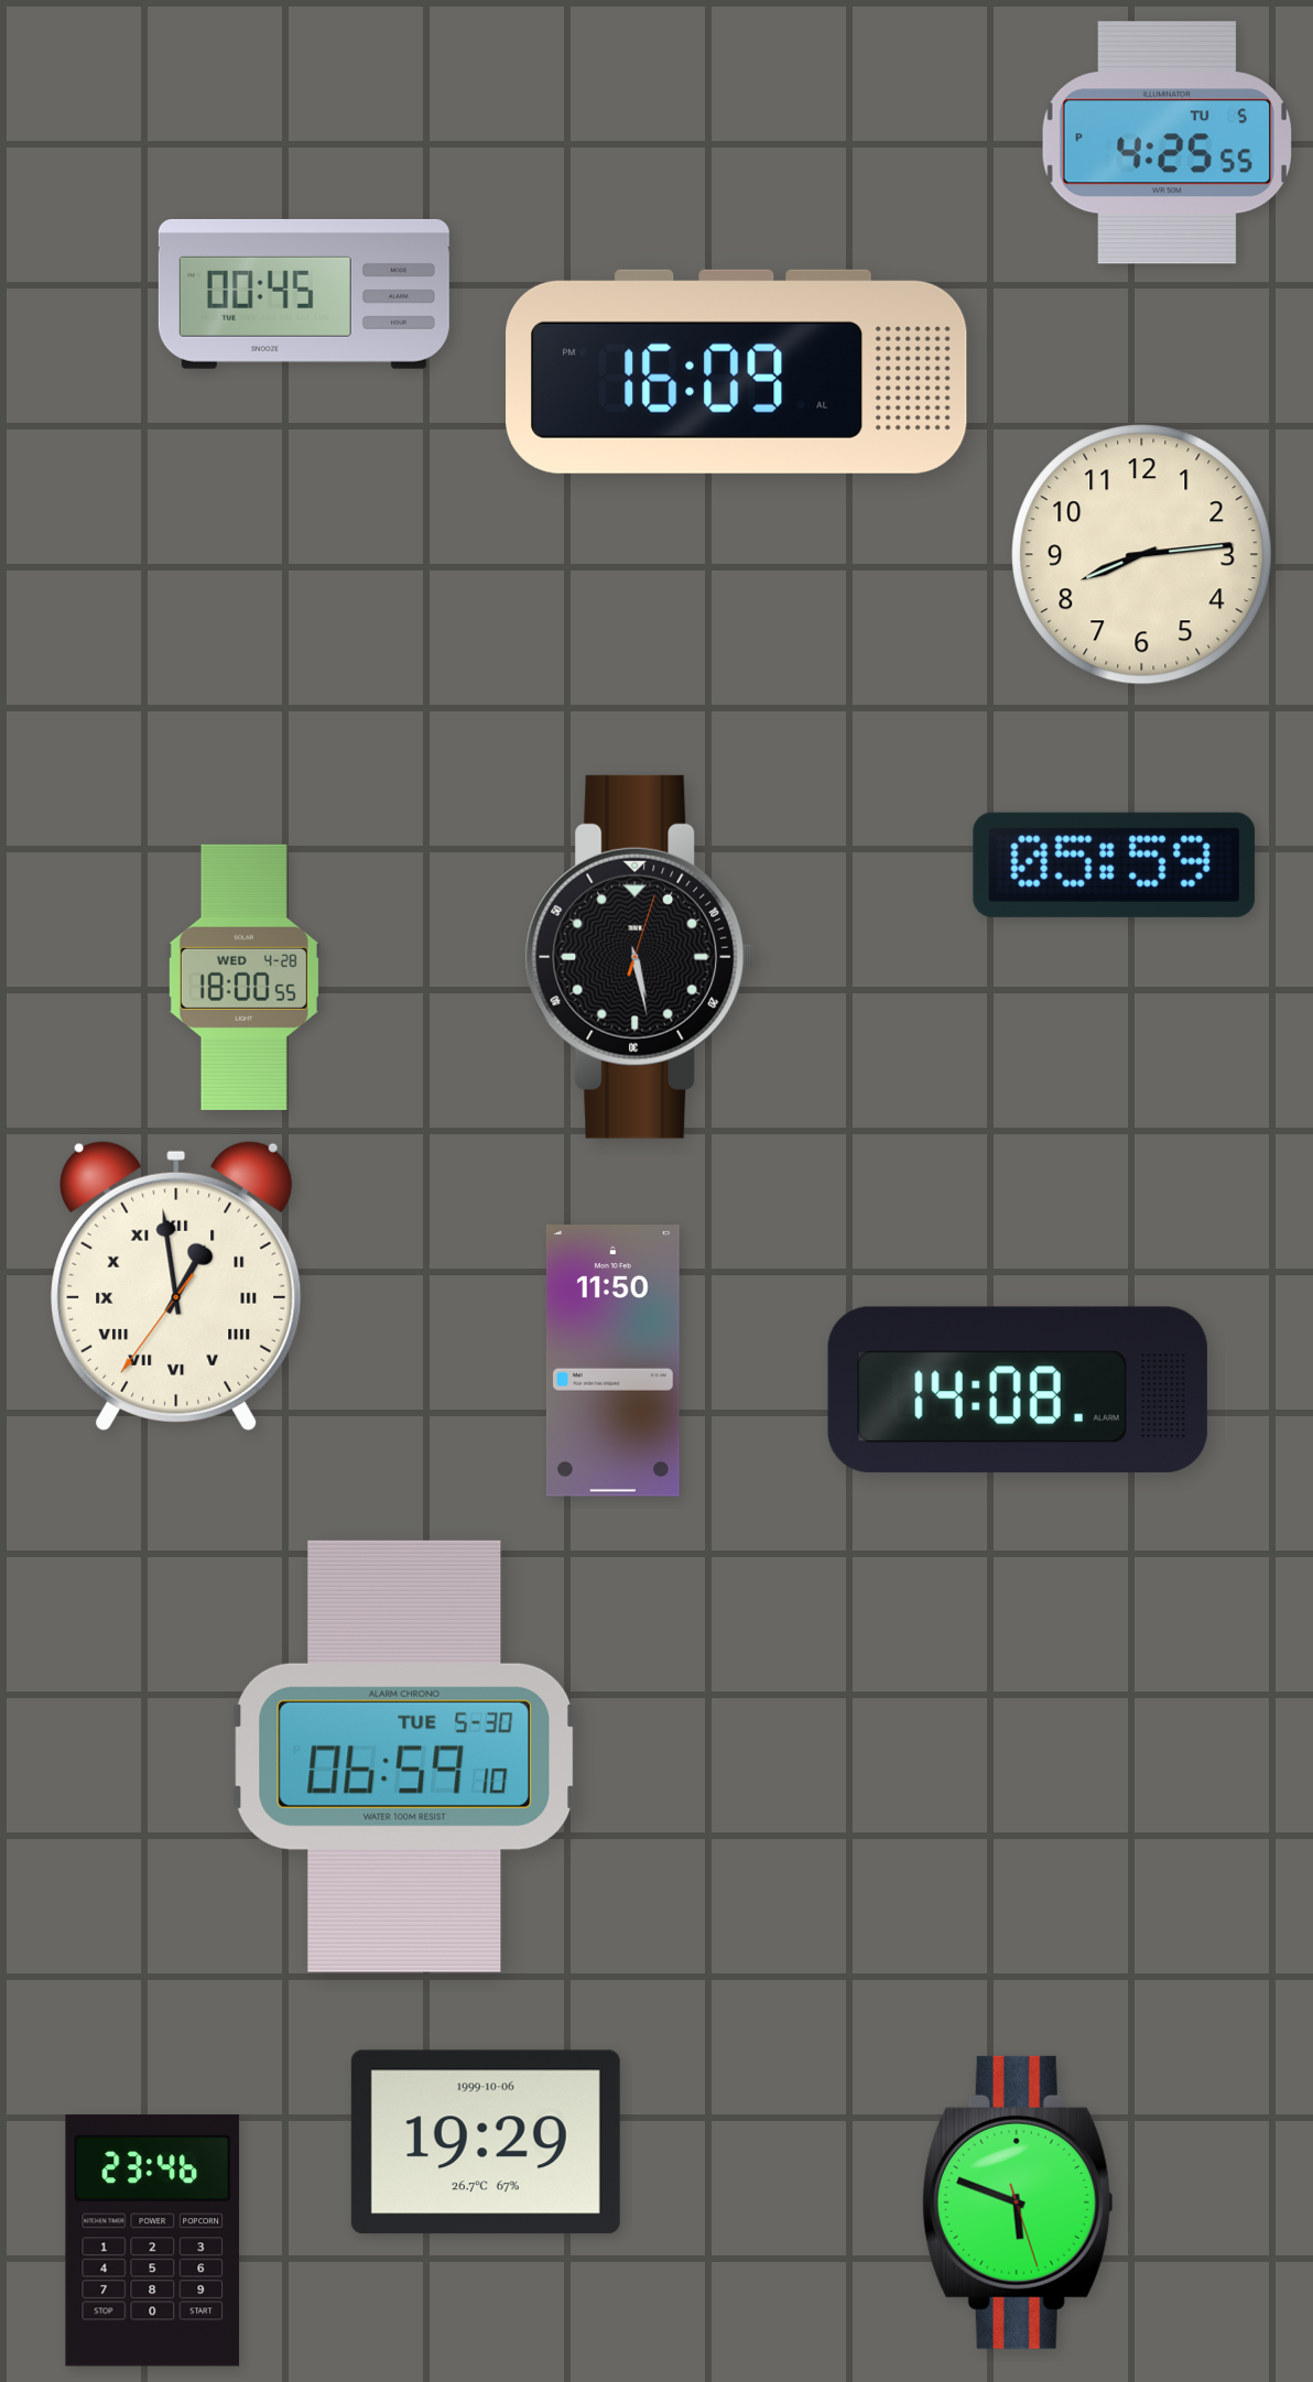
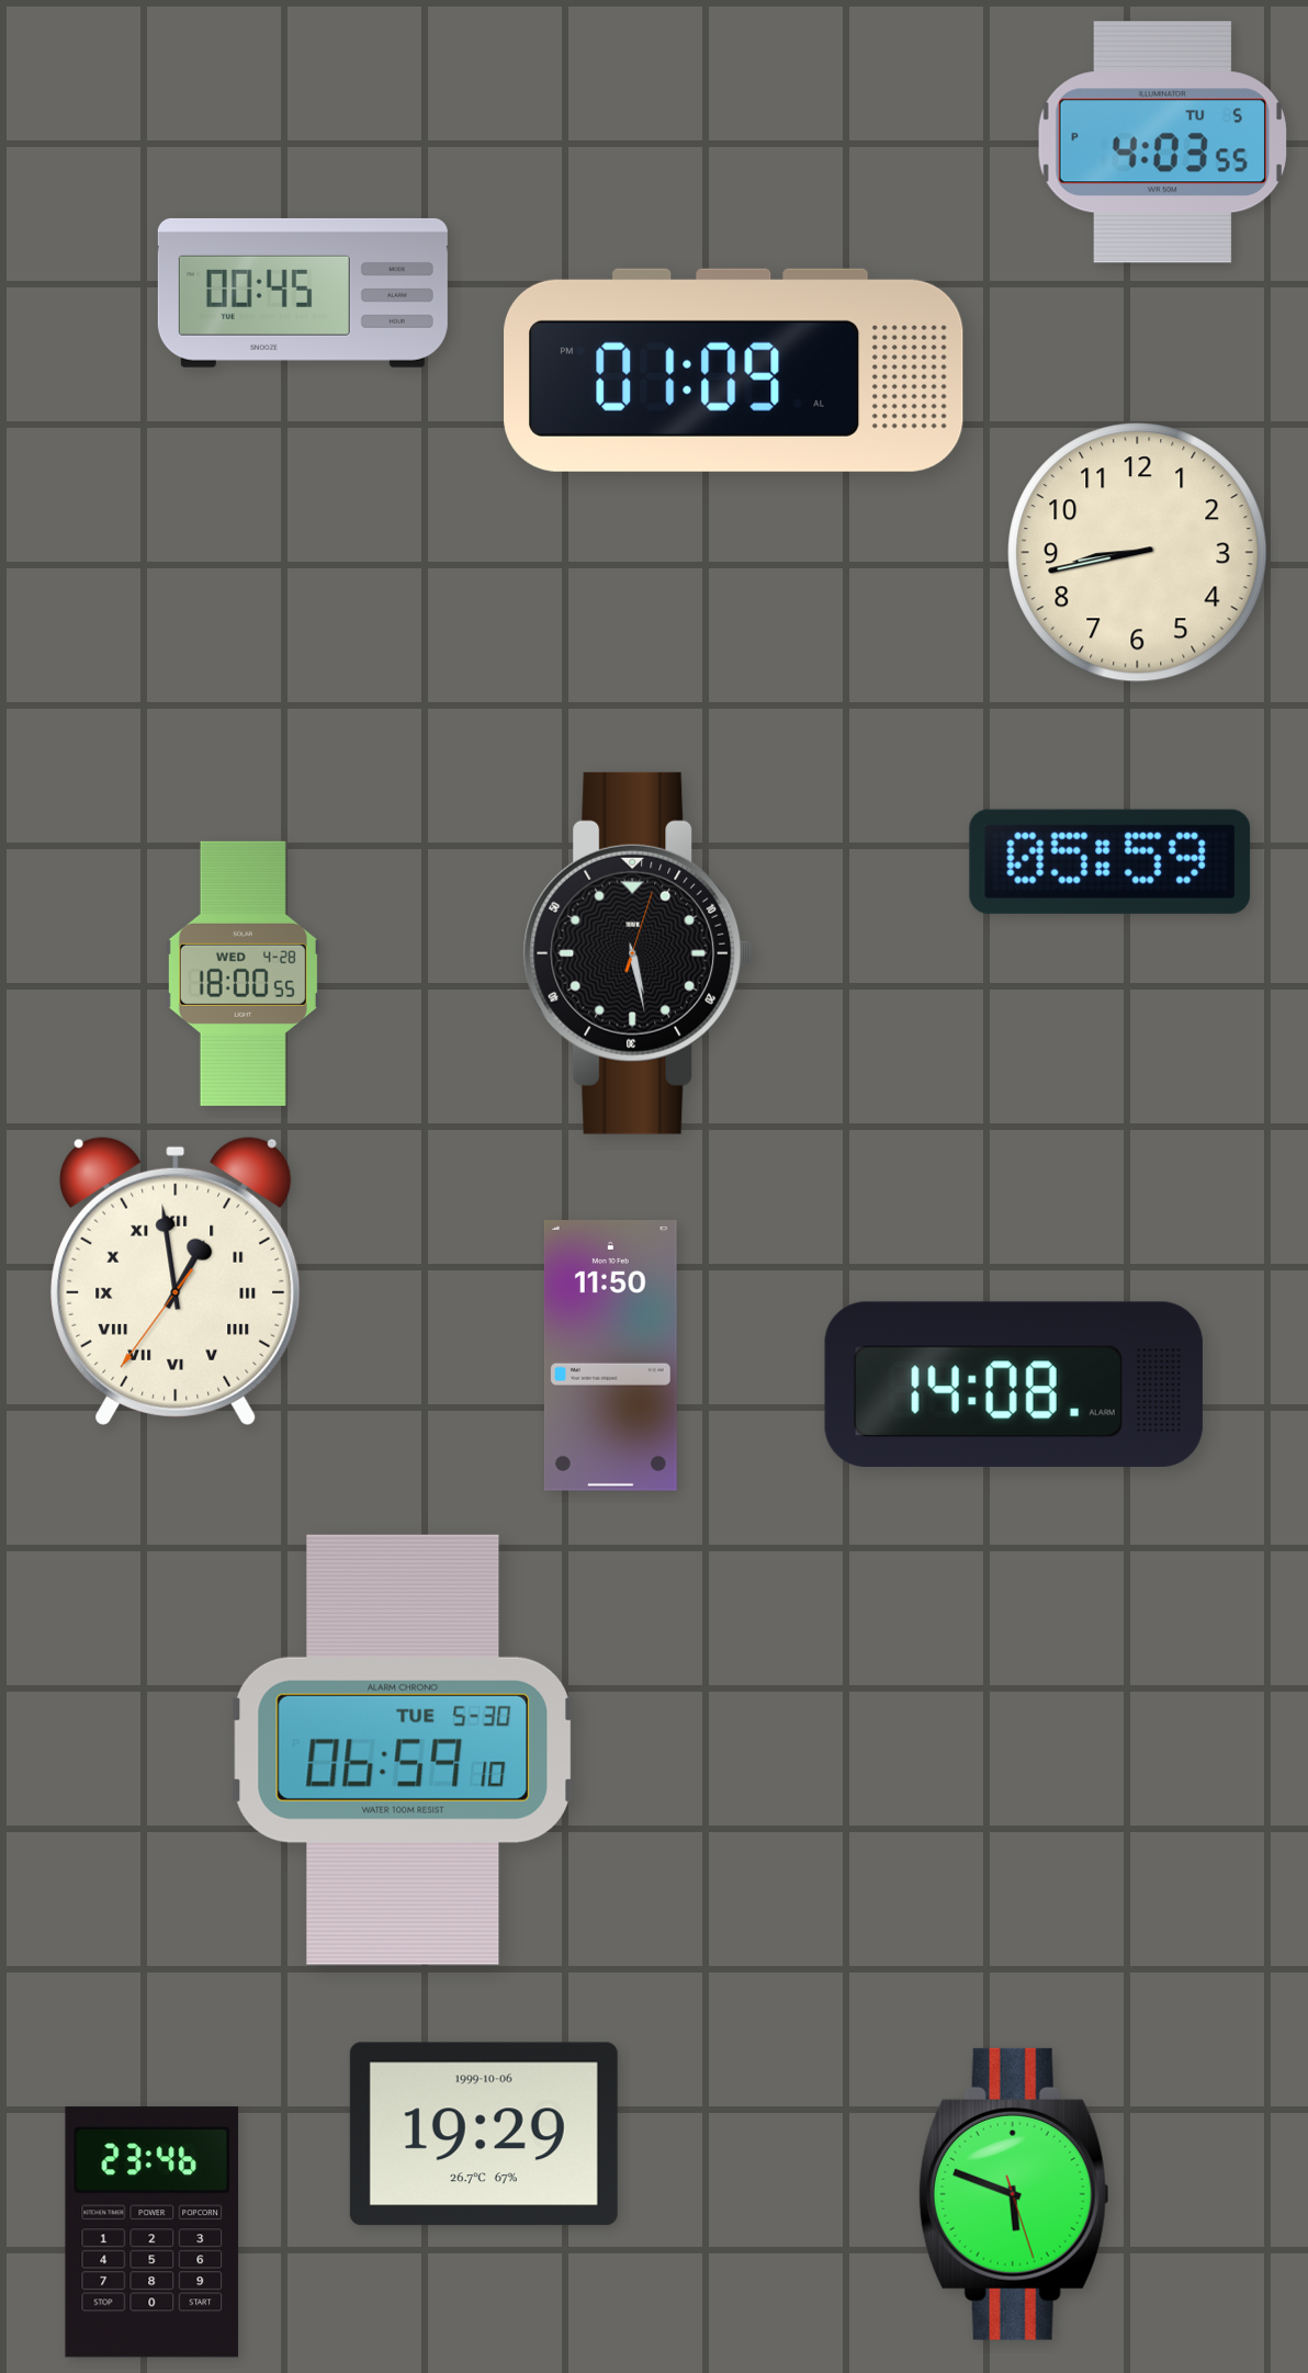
clock at (1166, 143): 4:25 -> 4:03
clock at (737, 371): 16:09 -> 01:09
clock at (1142, 555): 8:14 -> 8:43
